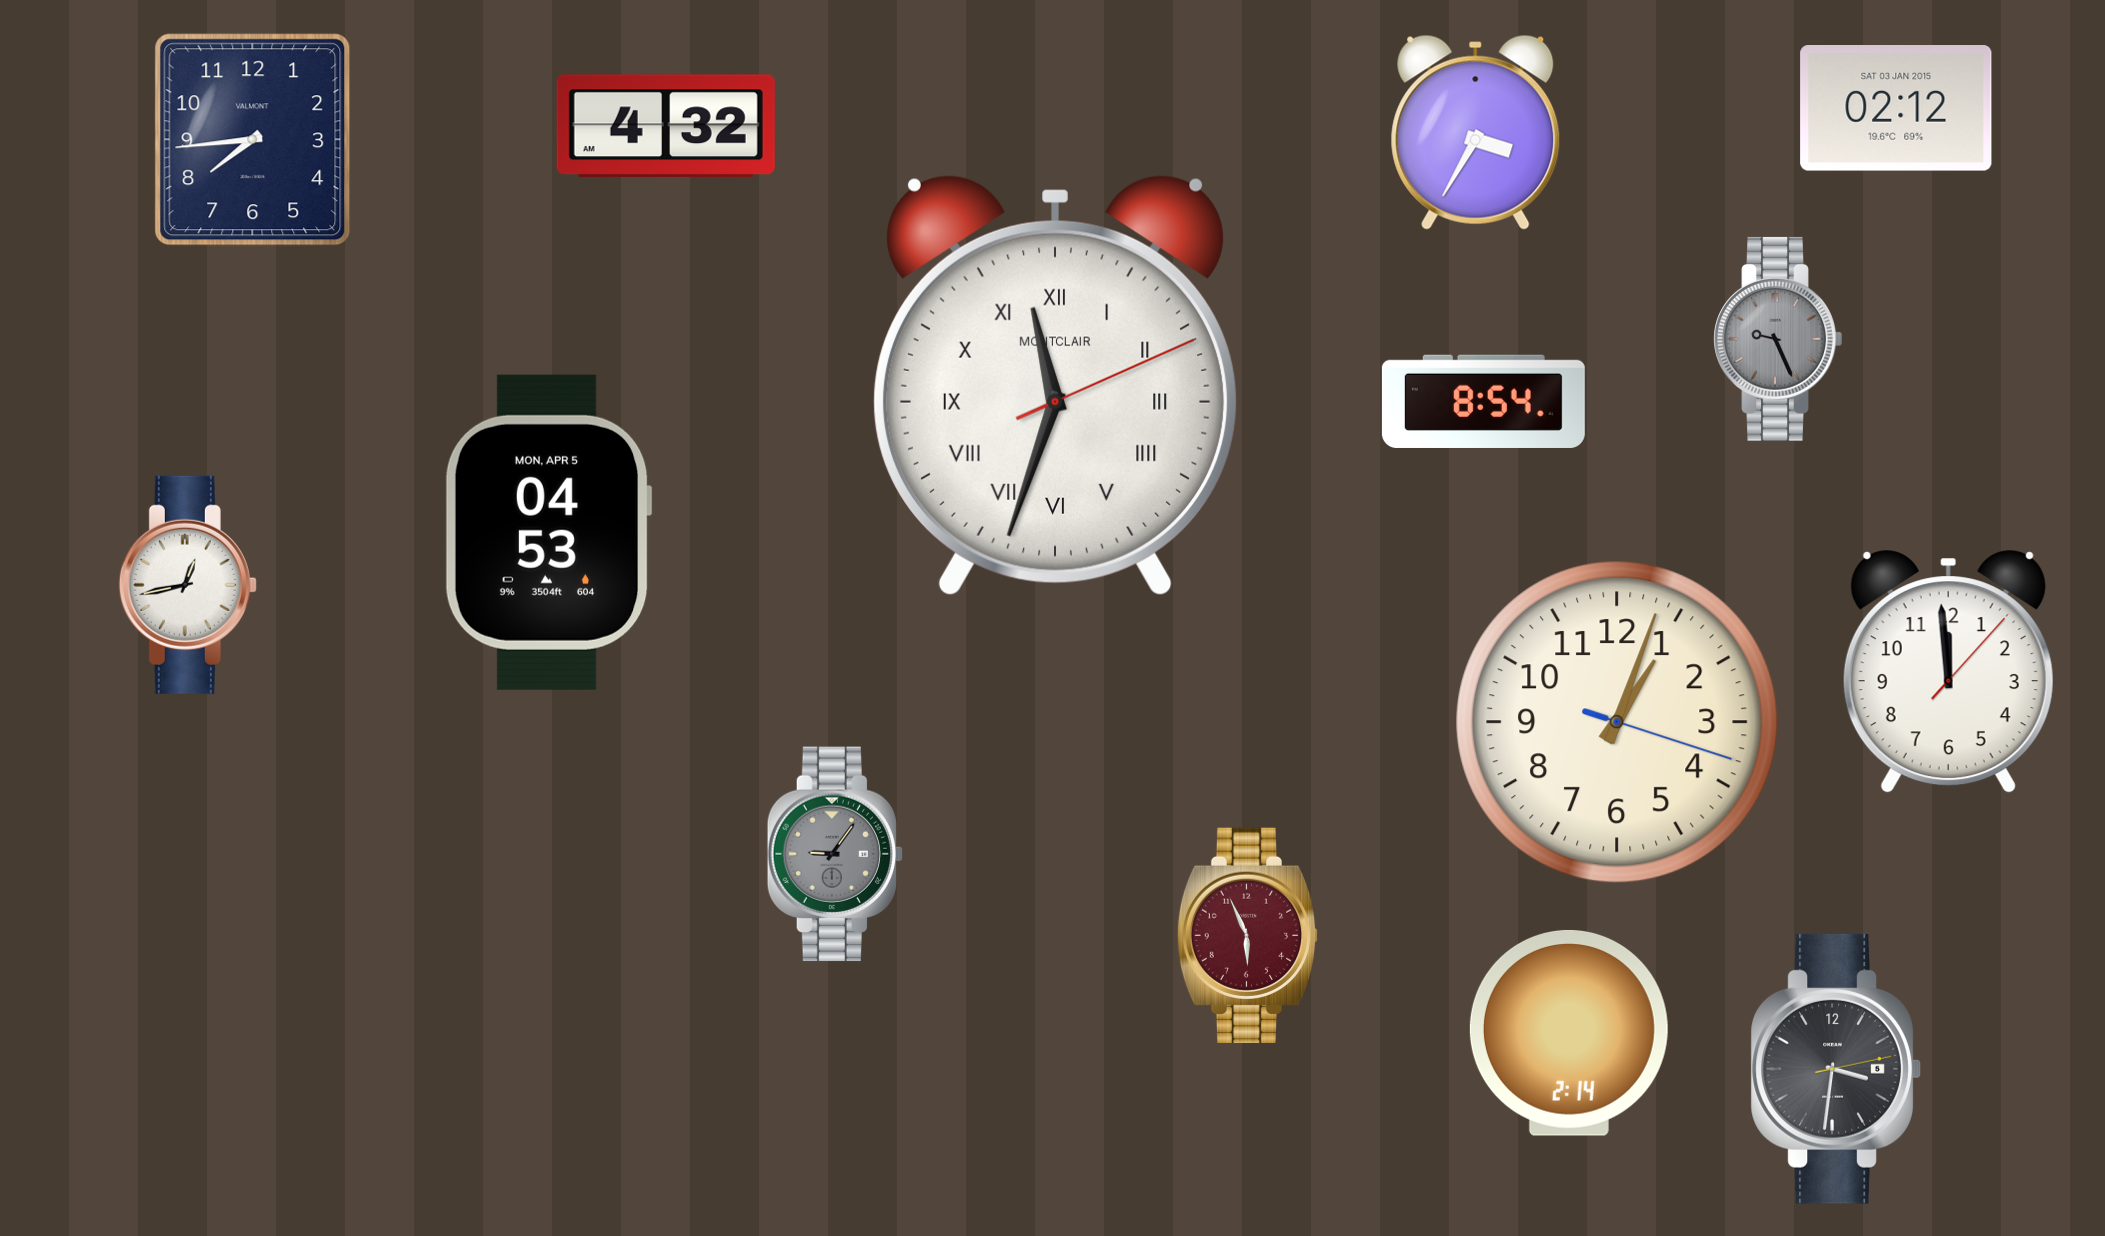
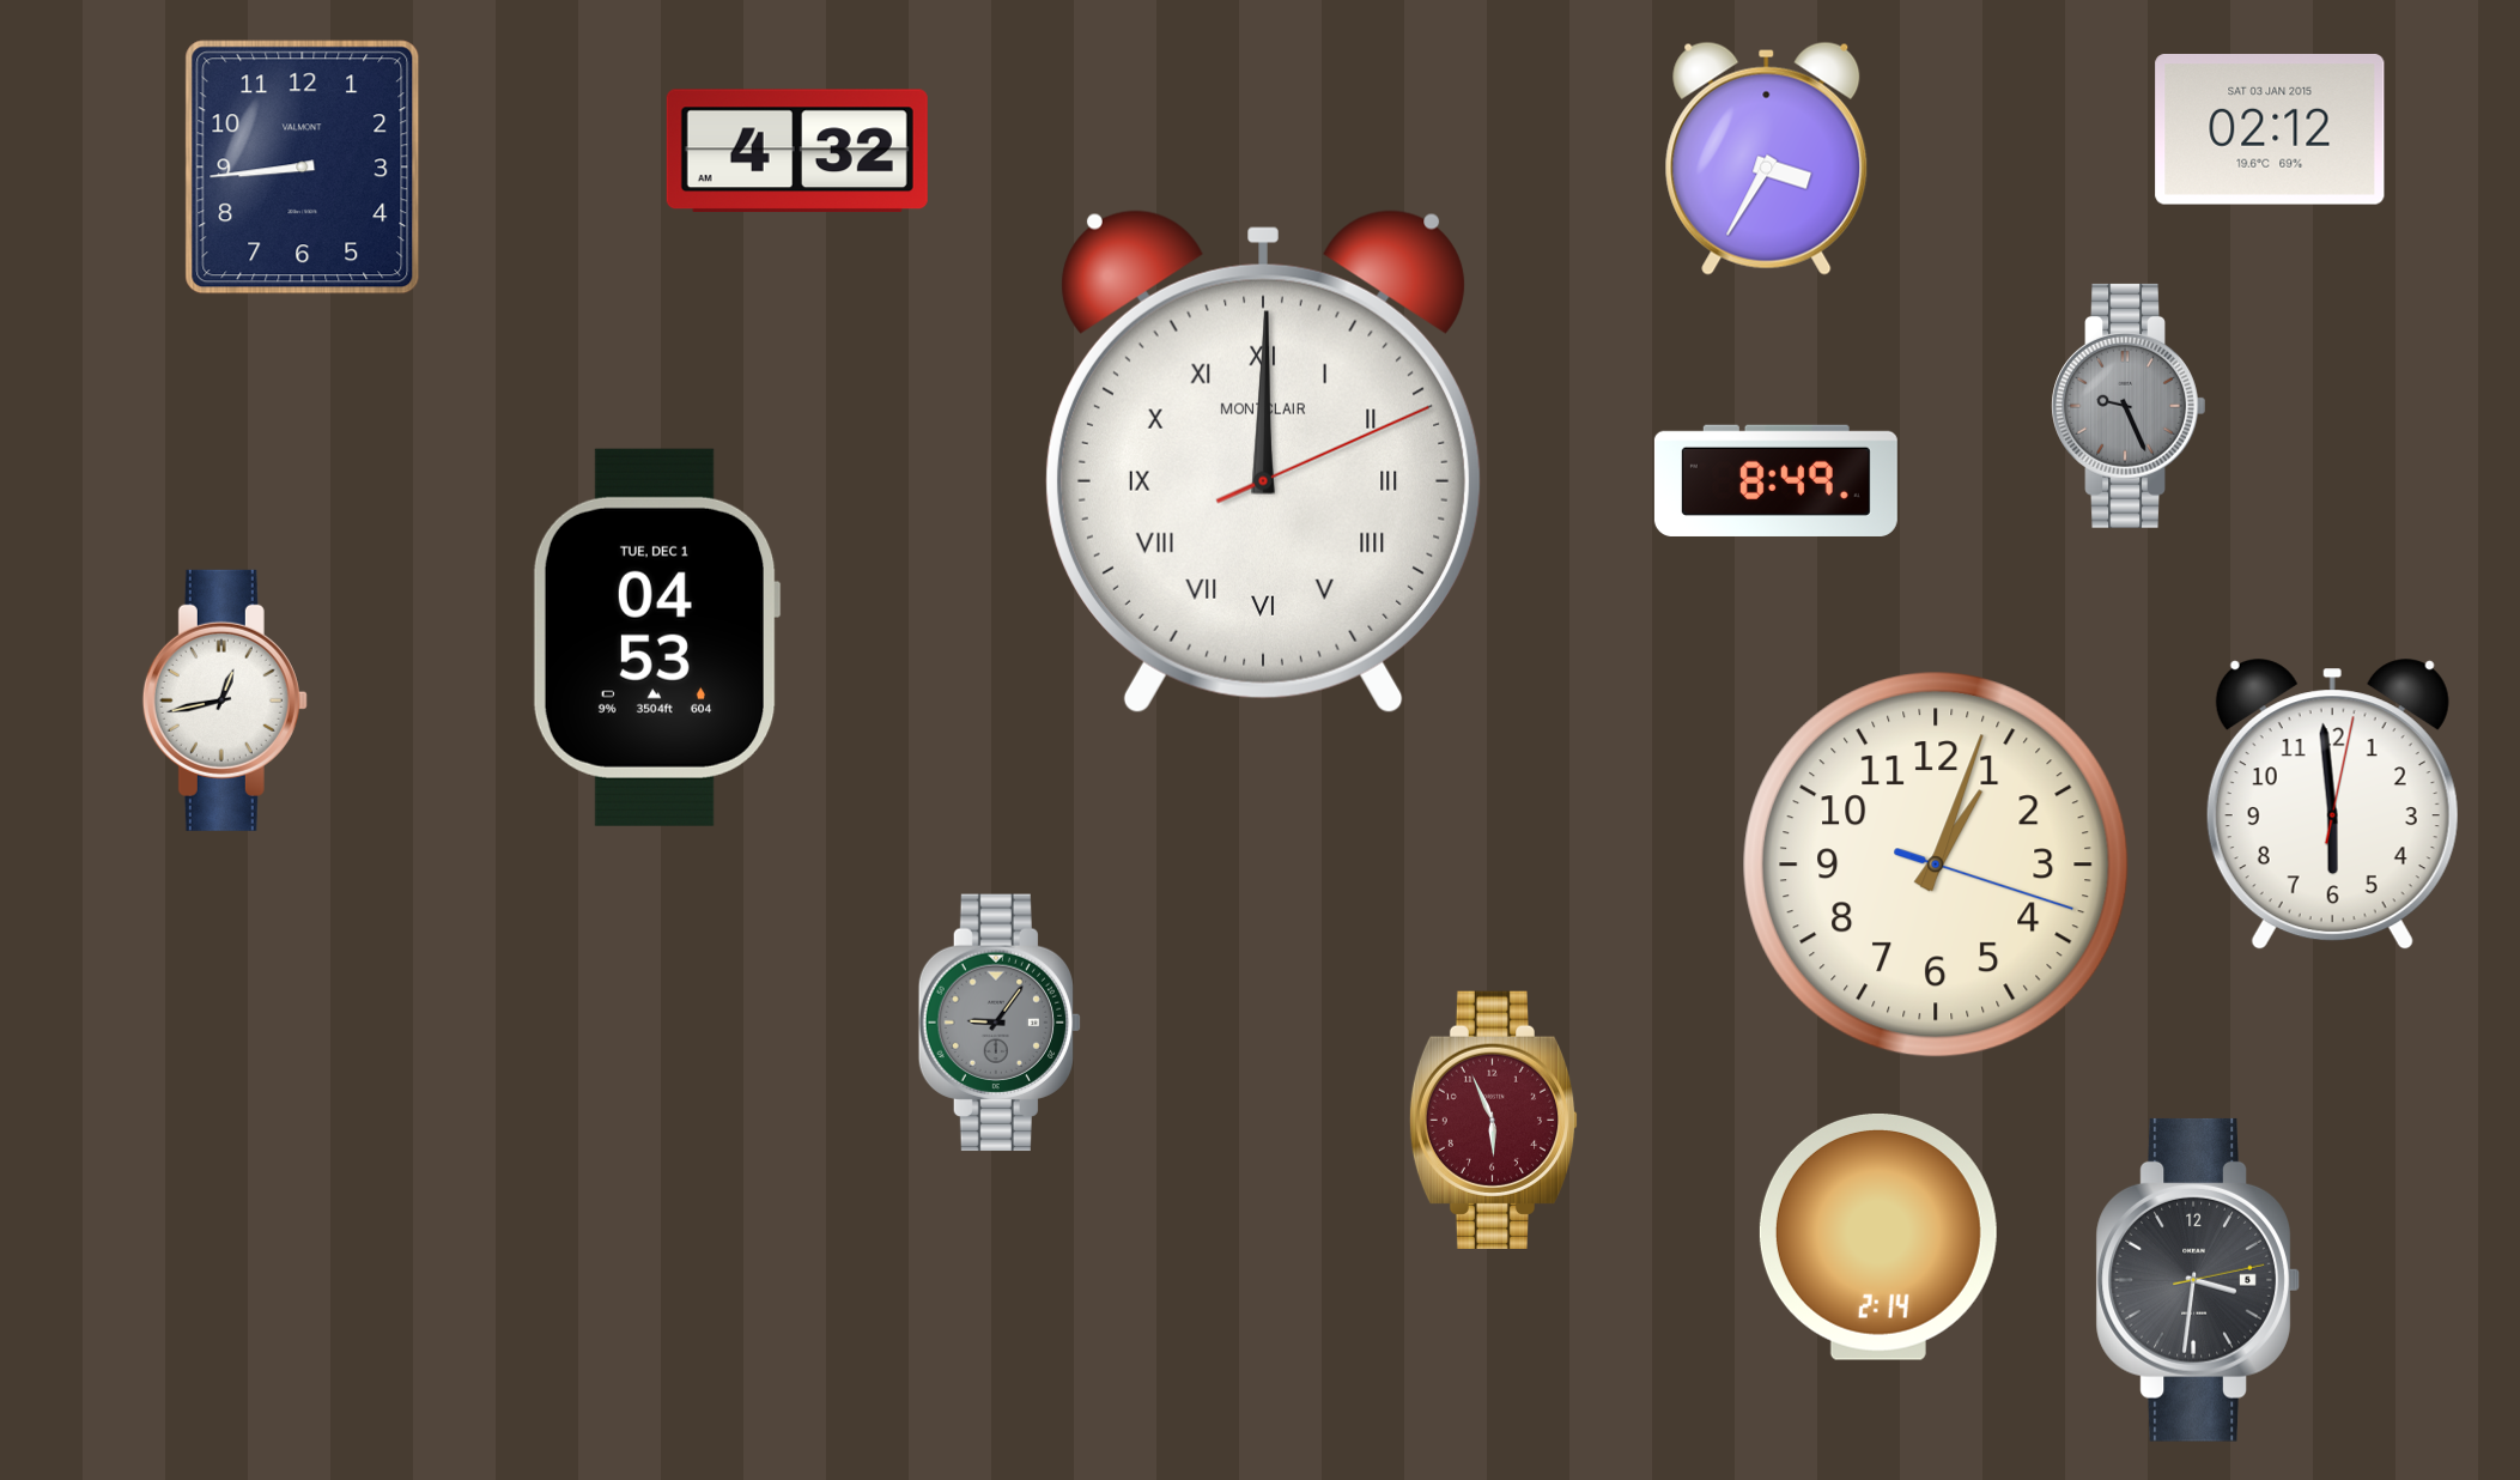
clock at (253, 140): 7:44 -> 8:44
clock at (1055, 385): 11:33 -> 12:00
clock at (1483, 401): 8:54 -> 8:49
clock at (548, 532) date: MON, APR 5 -> TUE, DEC 1
clock at (1948, 672): 11:59 -> 5:59
